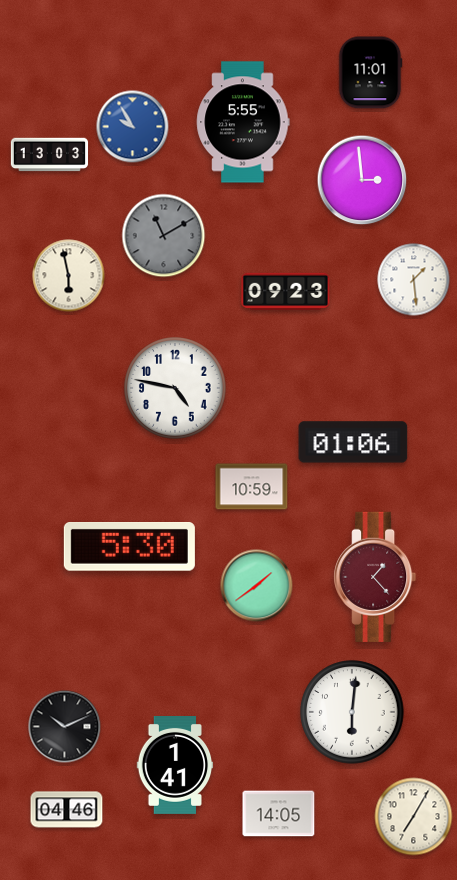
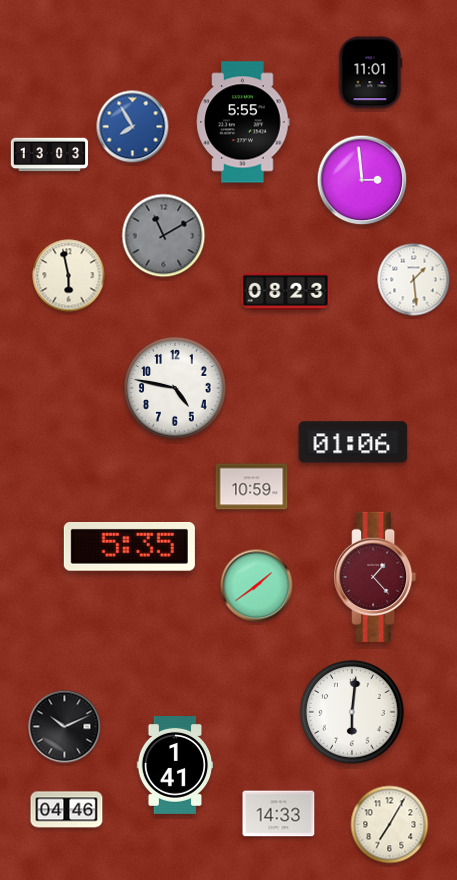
clock at (133, 127): 9:55 -> 7:55
clock at (286, 291): 09:23 -> 08:23
clock at (129, 547): 5:30 -> 5:35
clock at (279, 814): 14:05 -> 14:33
clock at (414, 817) position: (414, 817) -> (390, 825)
